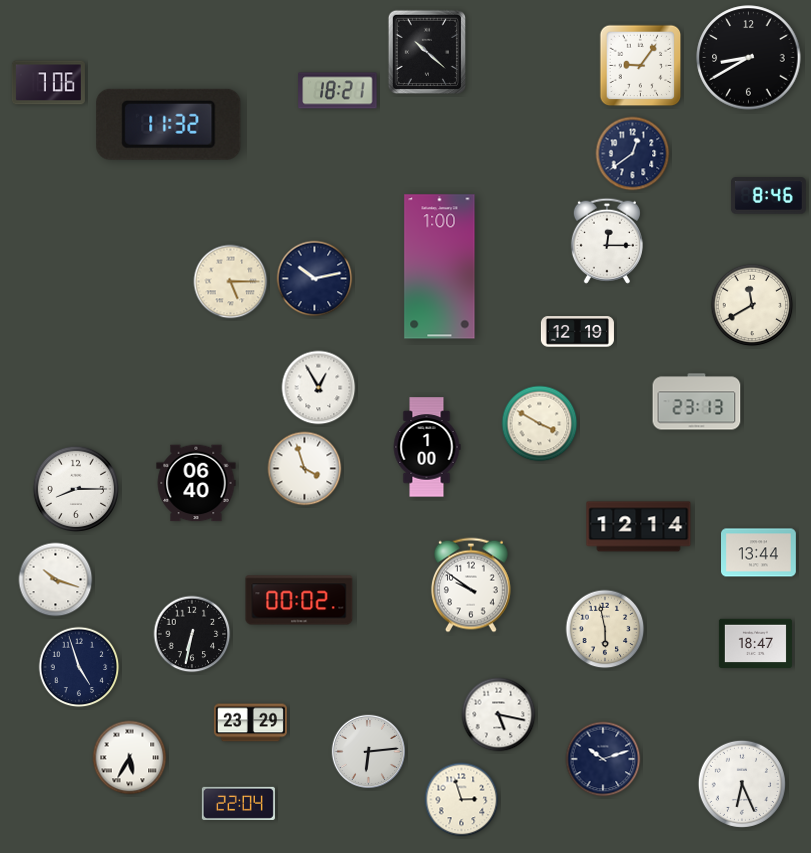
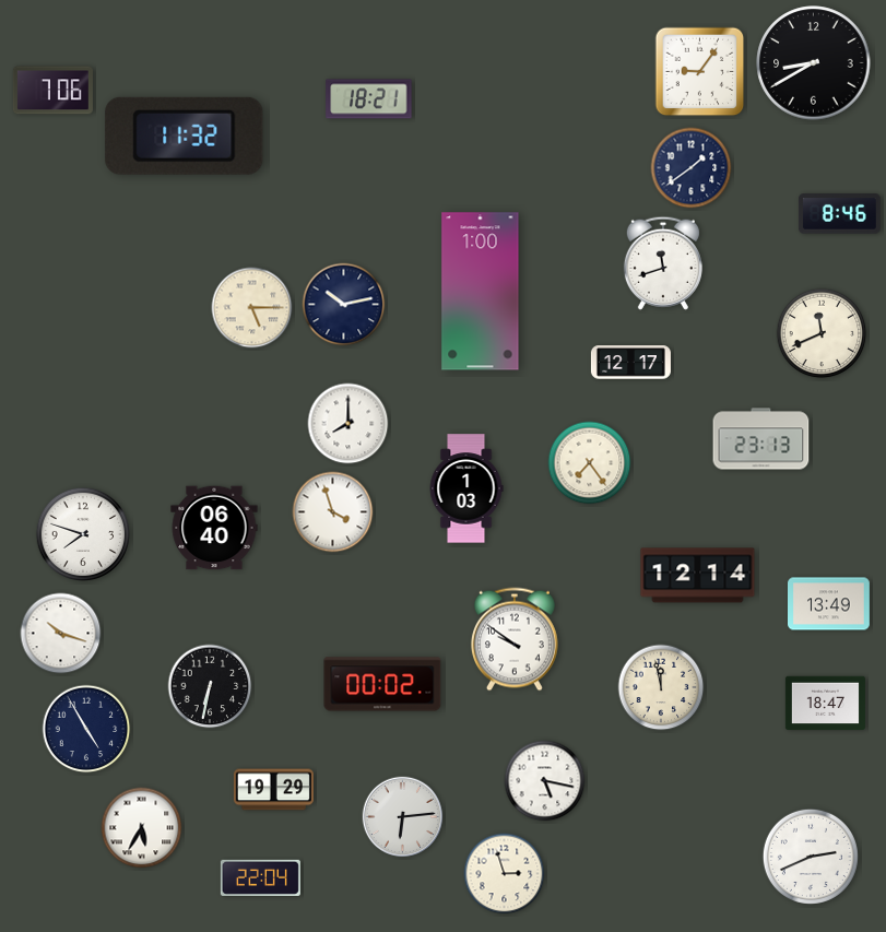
clock at (426, 51): 10:22 -> none
clock at (749, 58) position: (749, 58) -> (814, 63)
clock at (633, 154): 12:39 -> 1:39
clock at (607, 241): 12:15 -> 11:42
clock at (752, 305): 11:40 -> 11:41
clock at (577, 332): 12:19 -> 12:17
clock at (319, 388): 12:55 -> 8:00
clock at (540, 424): 3:50 -> 7:24
clock at (427, 447): 1:00 -> 1:03
clock at (75, 488): 8:15 -> 7:48
clock at (759, 553): 13:44 -> 13:49
clock at (299, 600) position: (299, 600) -> (382, 684)
clock at (605, 629): 5:58 -> 11:58
clock at (192, 634) position: (192, 634) -> (210, 686)
clock at (79, 667): 4:57 -> 4:55
clock at (250, 723): 23:29 -> 19:29
clock at (369, 752) position: (369, 752) -> (403, 817)
clock at (603, 759): 10:12 -> none
clock at (742, 784): 6:26 -> 2:41
